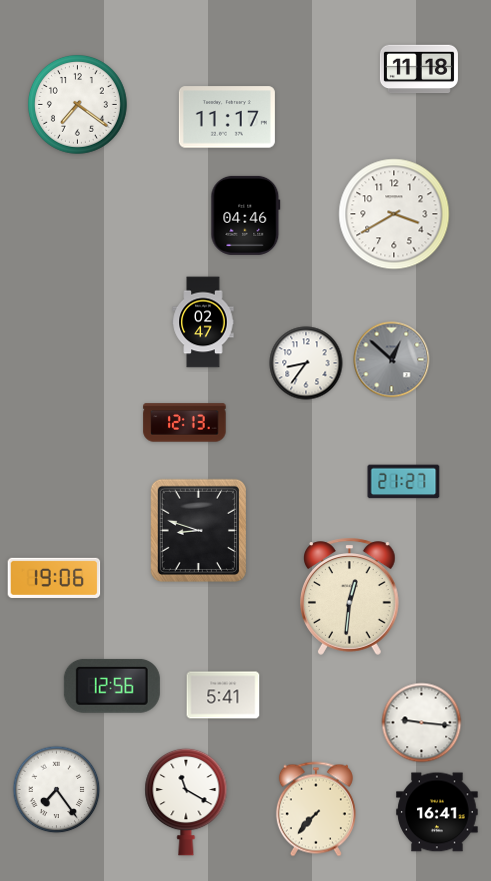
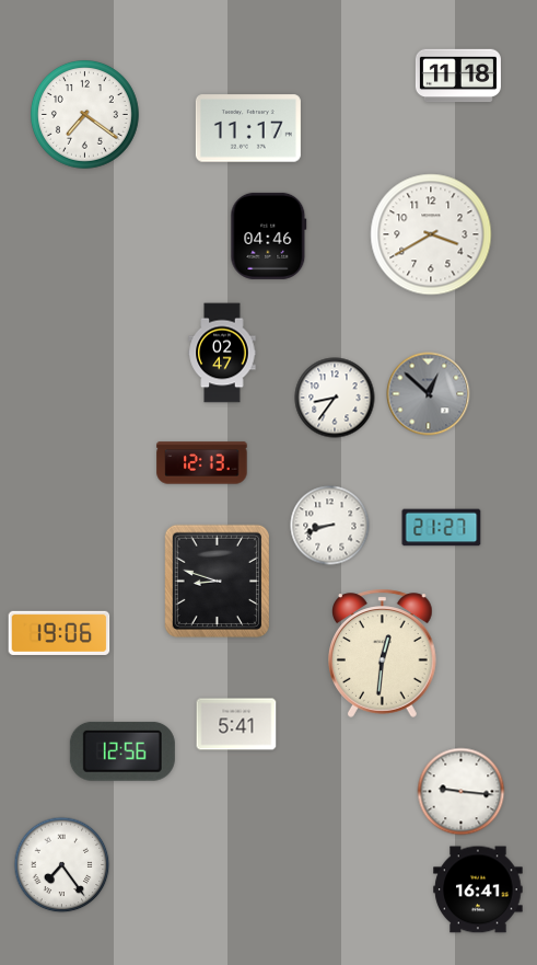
clock at (330, 526): none -> 8:42
clock at (223, 695) position: (223, 695) -> (236, 724)
clock at (186, 802): 11:20 -> none
clock at (316, 809): 7:37 -> none
